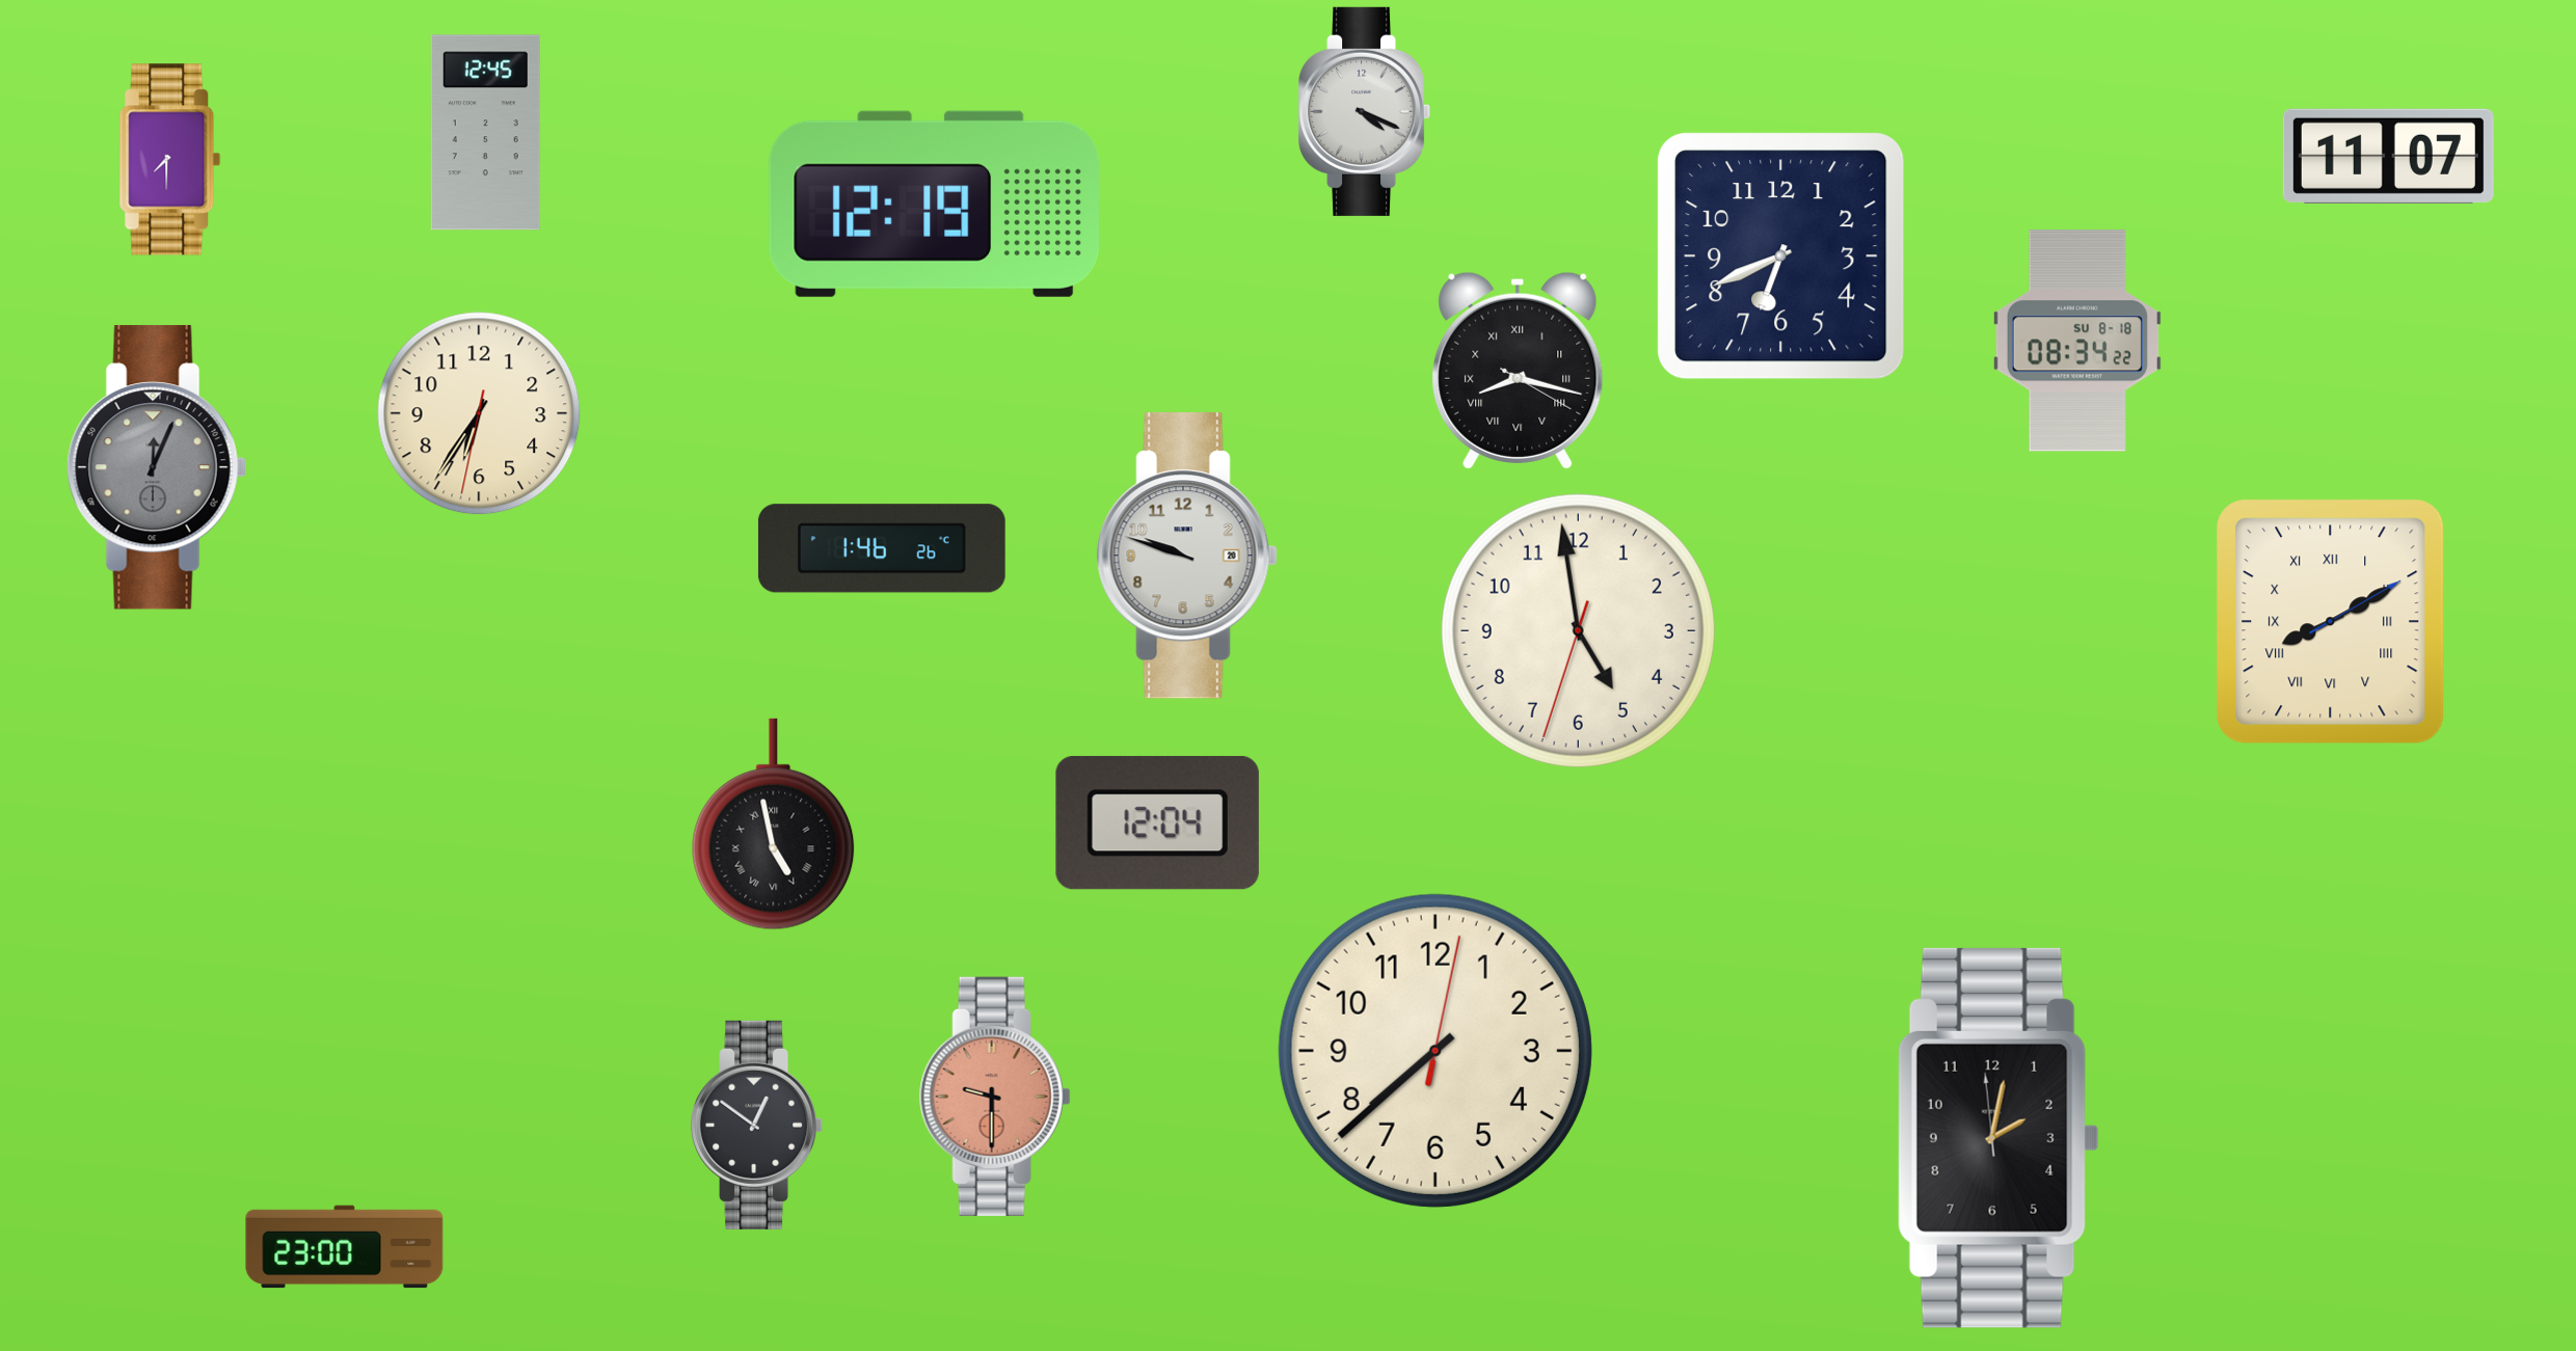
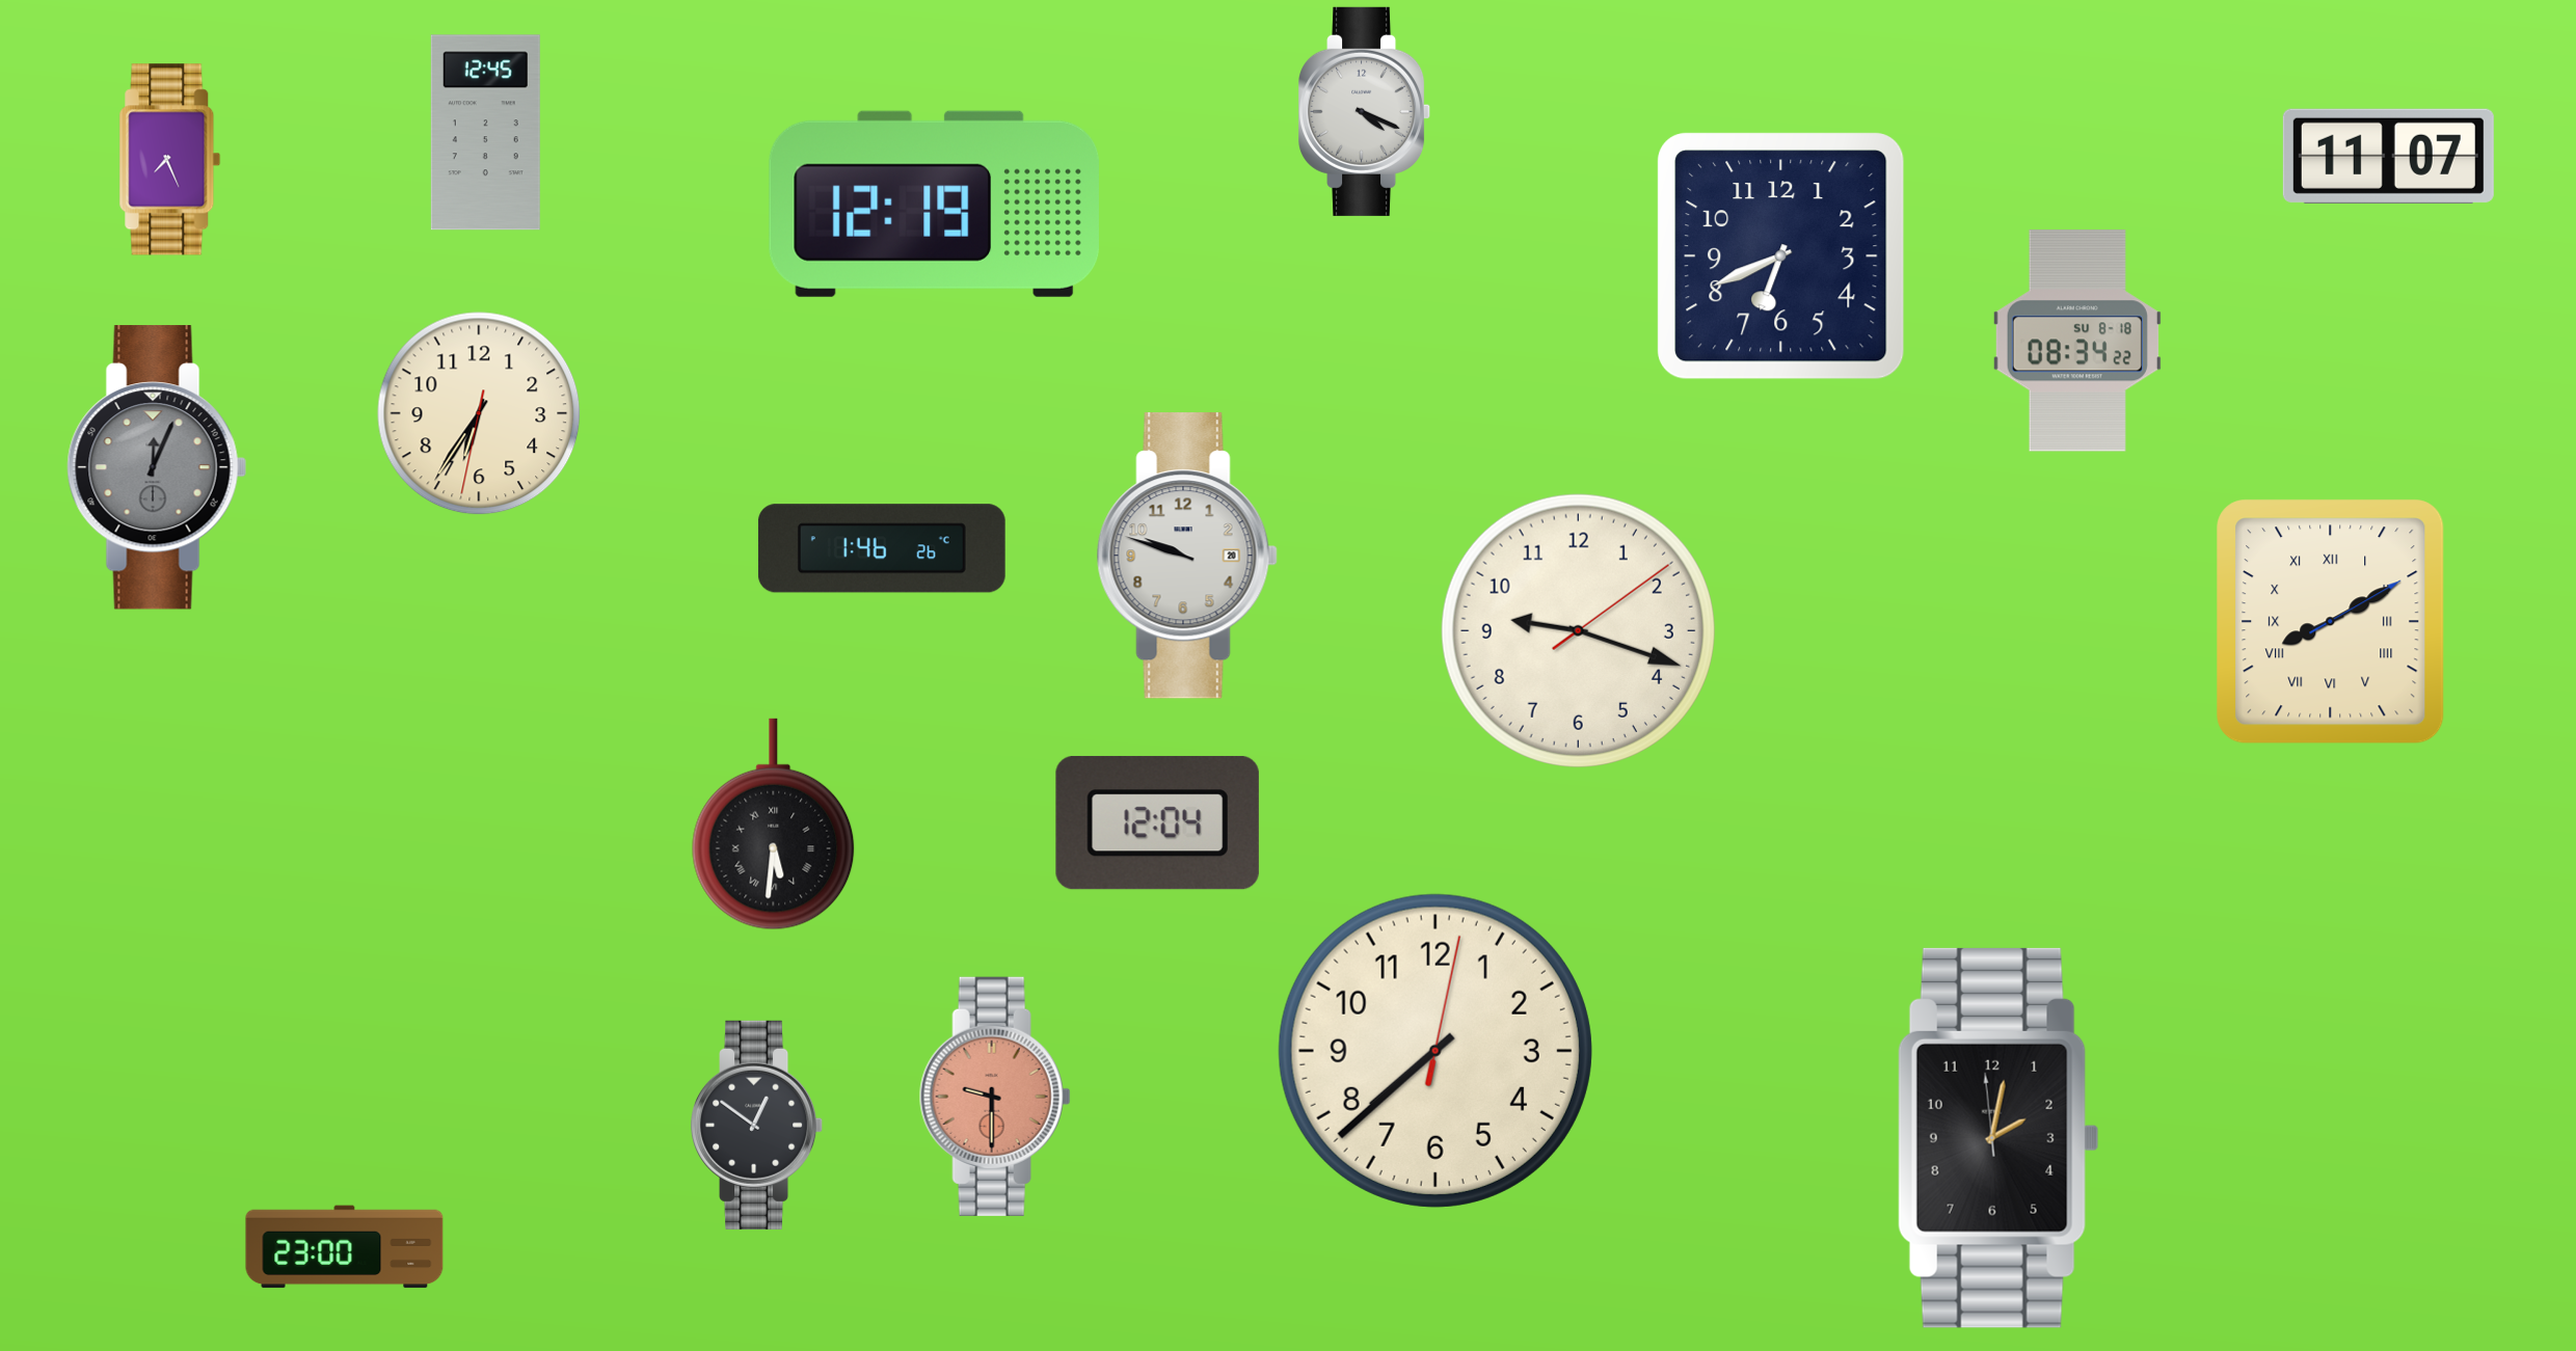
clock at (170, 160): 7:30 -> 7:26
clock at (1518, 371): 8:17 -> none
clock at (1578, 630): 4:58 -> 9:18
clock at (774, 825): 4:58 -> 5:31
